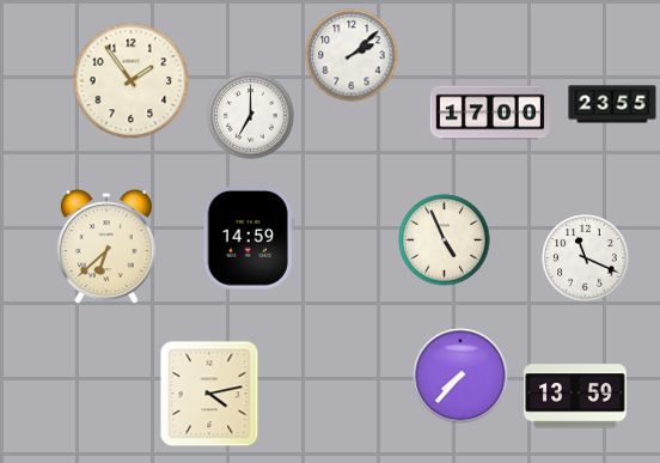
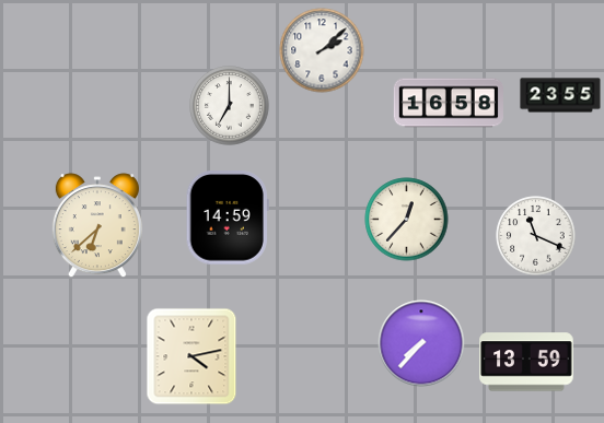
clock at (132, 81): 1:54 -> none
clock at (490, 112): 17:00 -> 16:58
clock at (445, 240): 4:56 -> 12:37
clock at (209, 394) position: (209, 394) -> (191, 356)
